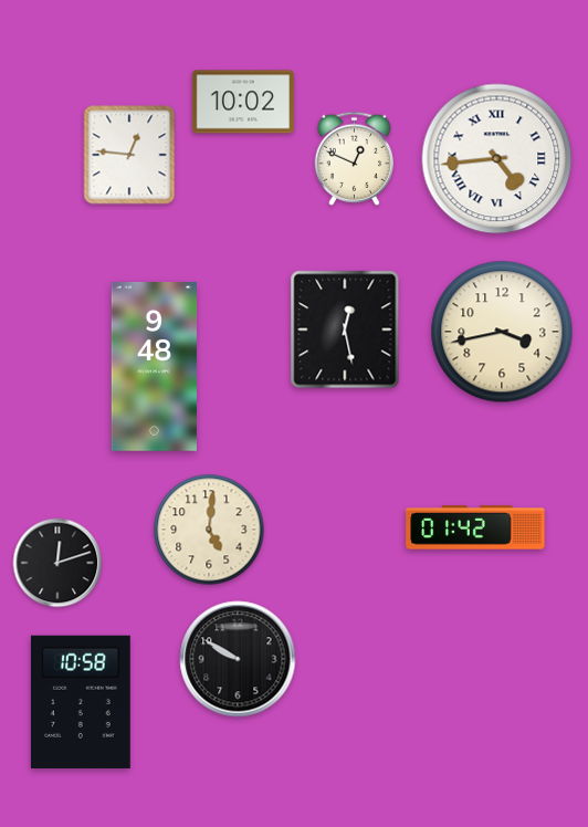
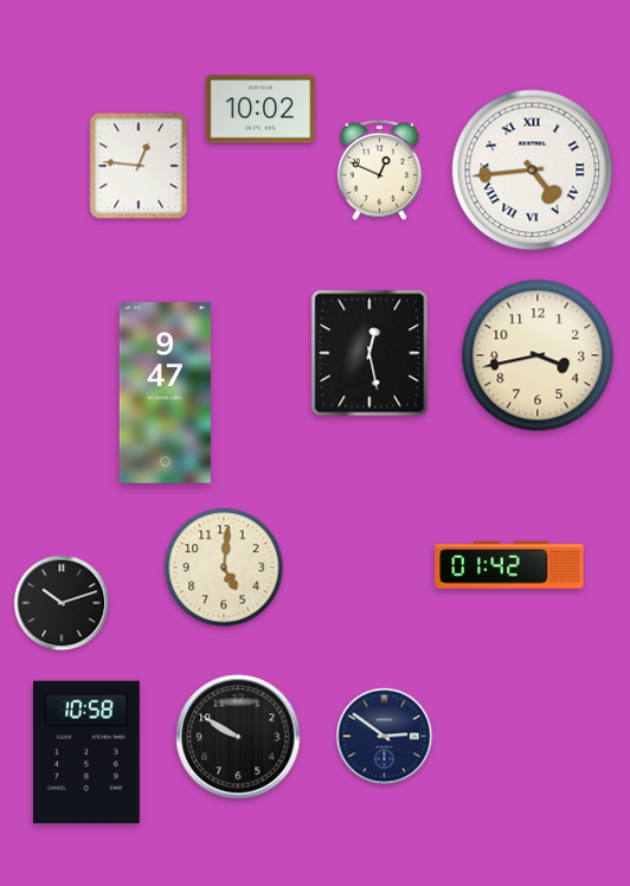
clock at (154, 367): 9:48 -> 9:47
clock at (57, 563): 12:12 -> 10:12
clock at (238, 659) position: (238, 659) -> (238, 737)
clock at (385, 737): none -> 2:51
